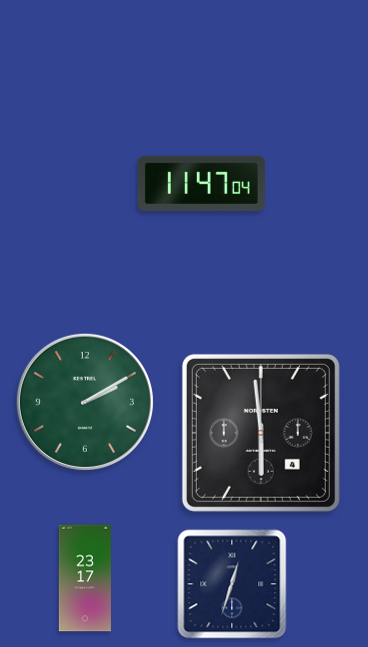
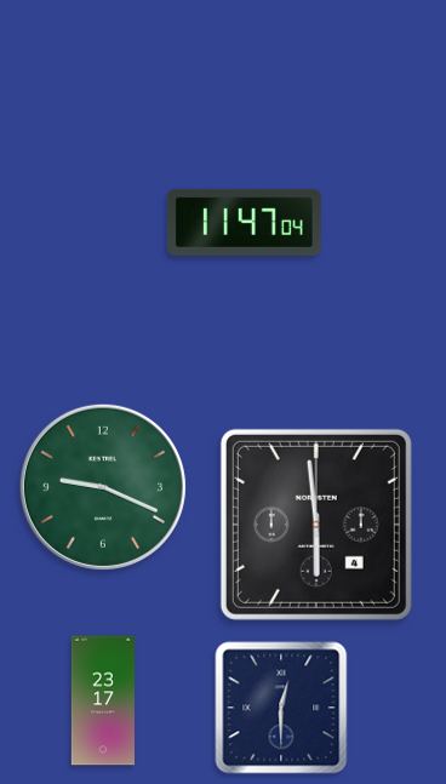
clock at (85, 402): 2:10 -> 9:19
clock at (232, 584): 12:33 -> 12:30
